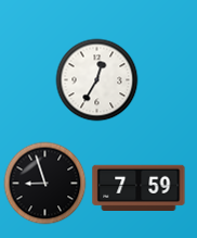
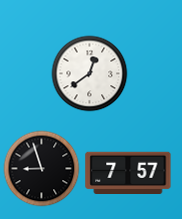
clock at (97, 80): 12:35 -> 12:39
clock at (139, 187): 7:59 -> 7:57
